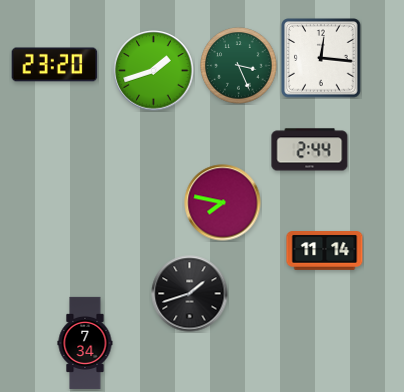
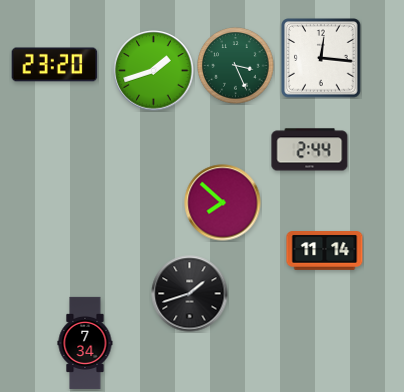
clock at (239, 66) position: (239, 66) -> (236, 66)
clock at (223, 203): 7:47 -> 7:52
